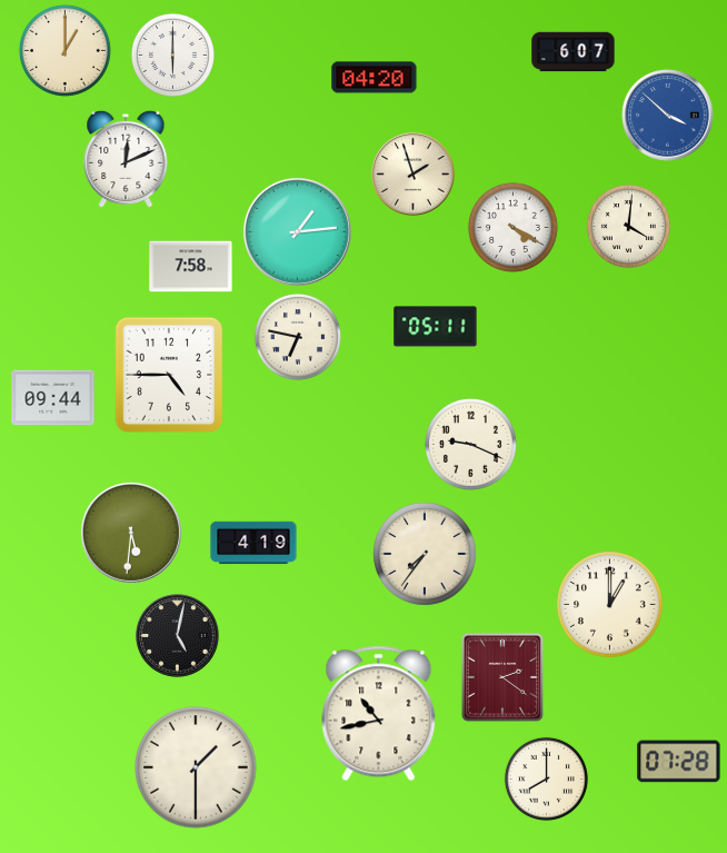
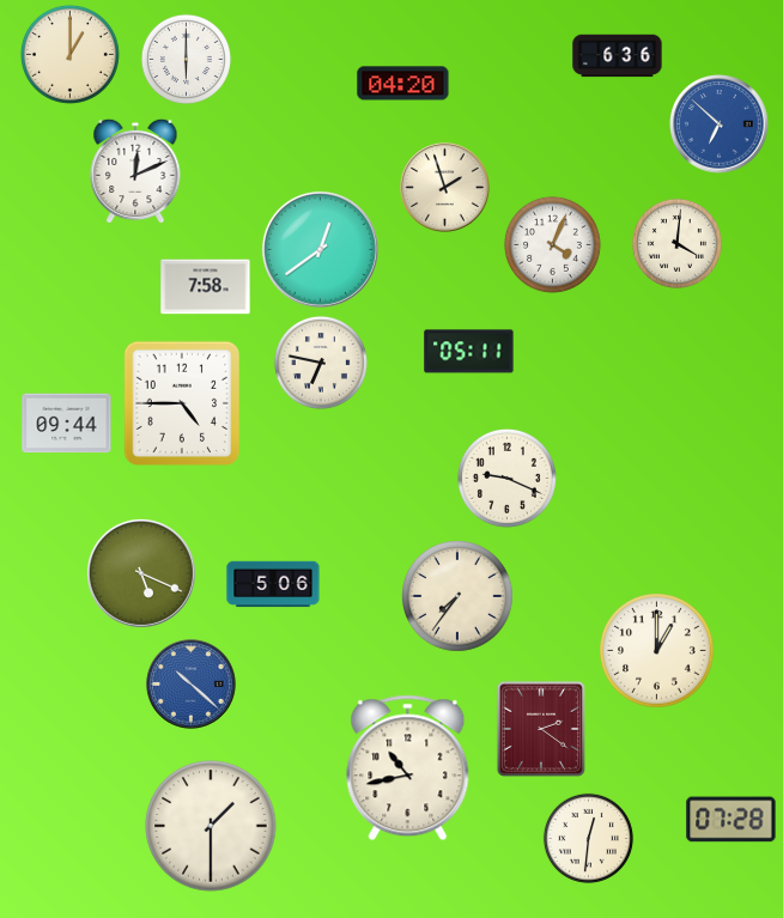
clock at (574, 52): 6:07 -> 6:36
clock at (668, 116): 3:52 -> 6:52
clock at (512, 227): 4:20 -> 4:04
clock at (297, 231): 1:14 -> 12:39
clock at (53, 398) position: (53, 398) -> (67, 424)
clock at (131, 533): 5:31 -> 5:19
clock at (253, 543): 4:19 -> 5:06
clock at (178, 636): 5:02 -> 10:22
clock at (178, 636) dial: black -> blue
clock at (546, 778): 8:00 -> 12:31
